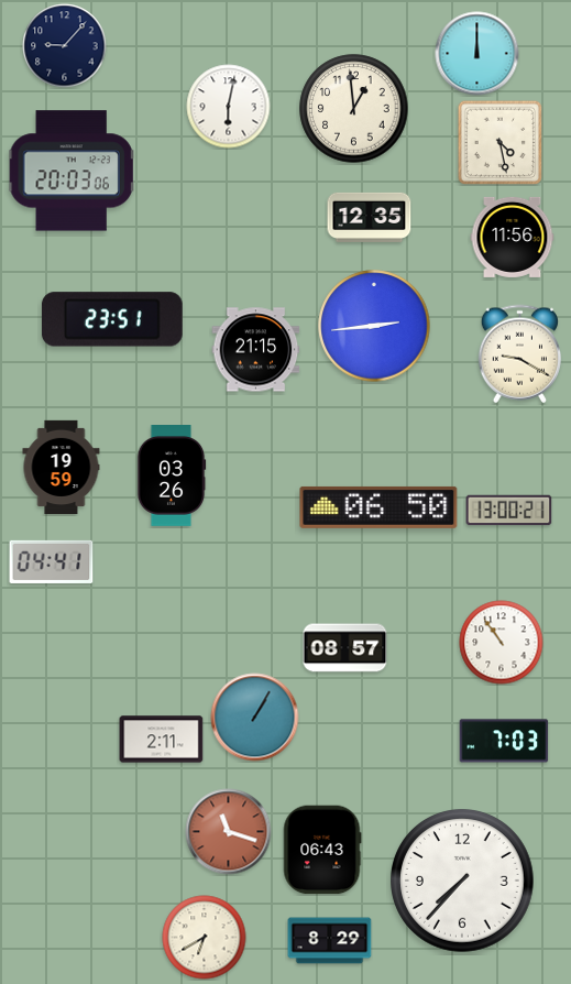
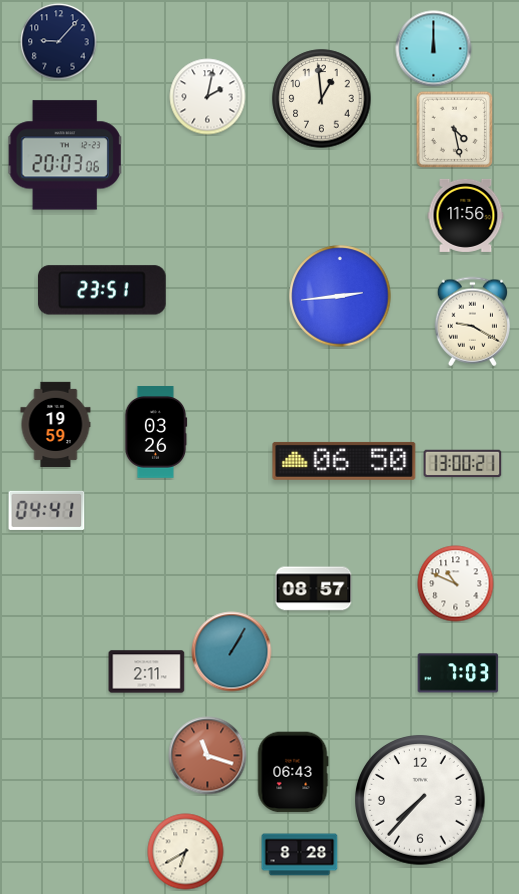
clock at (229, 107): 6:02 -> 2:02
clock at (370, 217): 12:35 -> none
clock at (256, 350): 21:15 -> none
clock at (502, 643): 10:54 -> 10:49
clock at (330, 941): 8:29 -> 8:28
